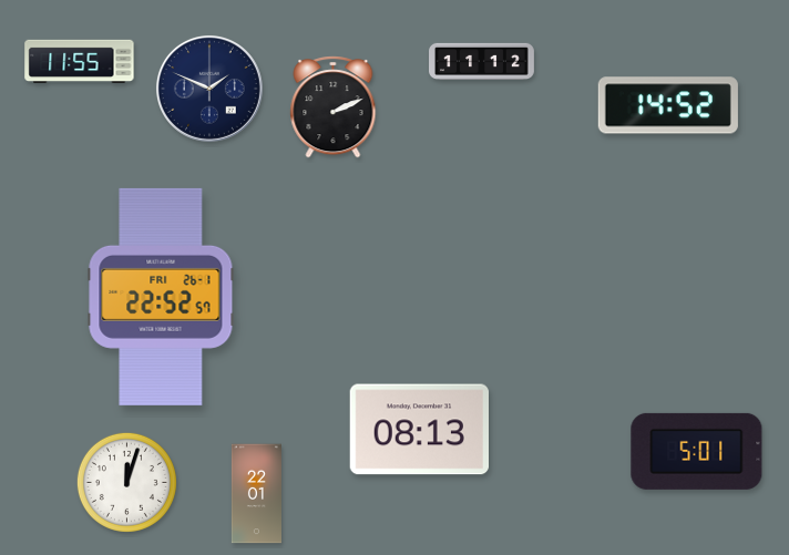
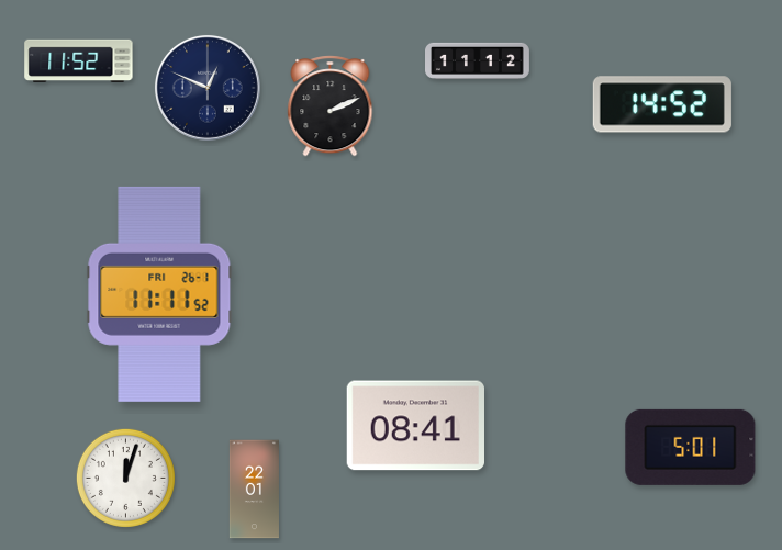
clock at (80, 61): 11:55 -> 11:52
clock at (209, 89): 1:49 -> 12:49
clock at (161, 297): 22:52 -> 11:11
clock at (419, 430): 08:13 -> 08:41
